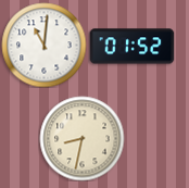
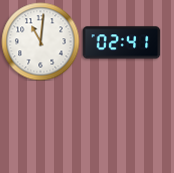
clock at (131, 47): 01:52 -> 02:41
clock at (81, 138): 8:32 -> none
